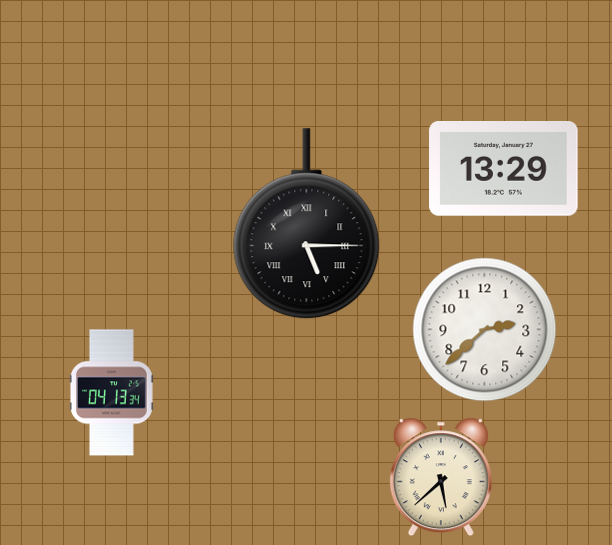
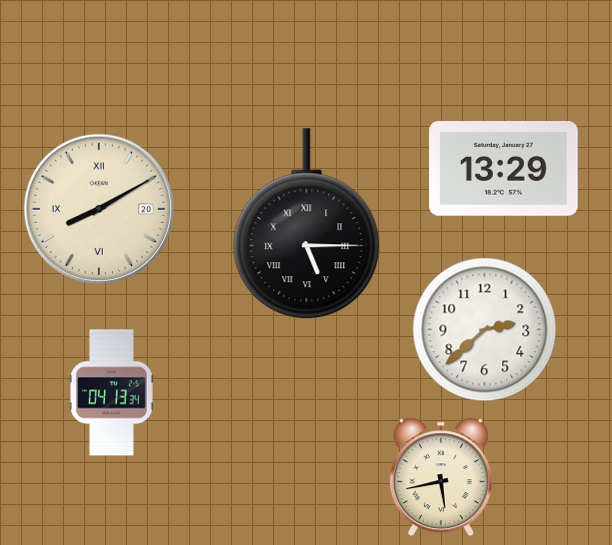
clock at (99, 209): none -> 8:10
clock at (441, 477): 5:38 -> 5:43
